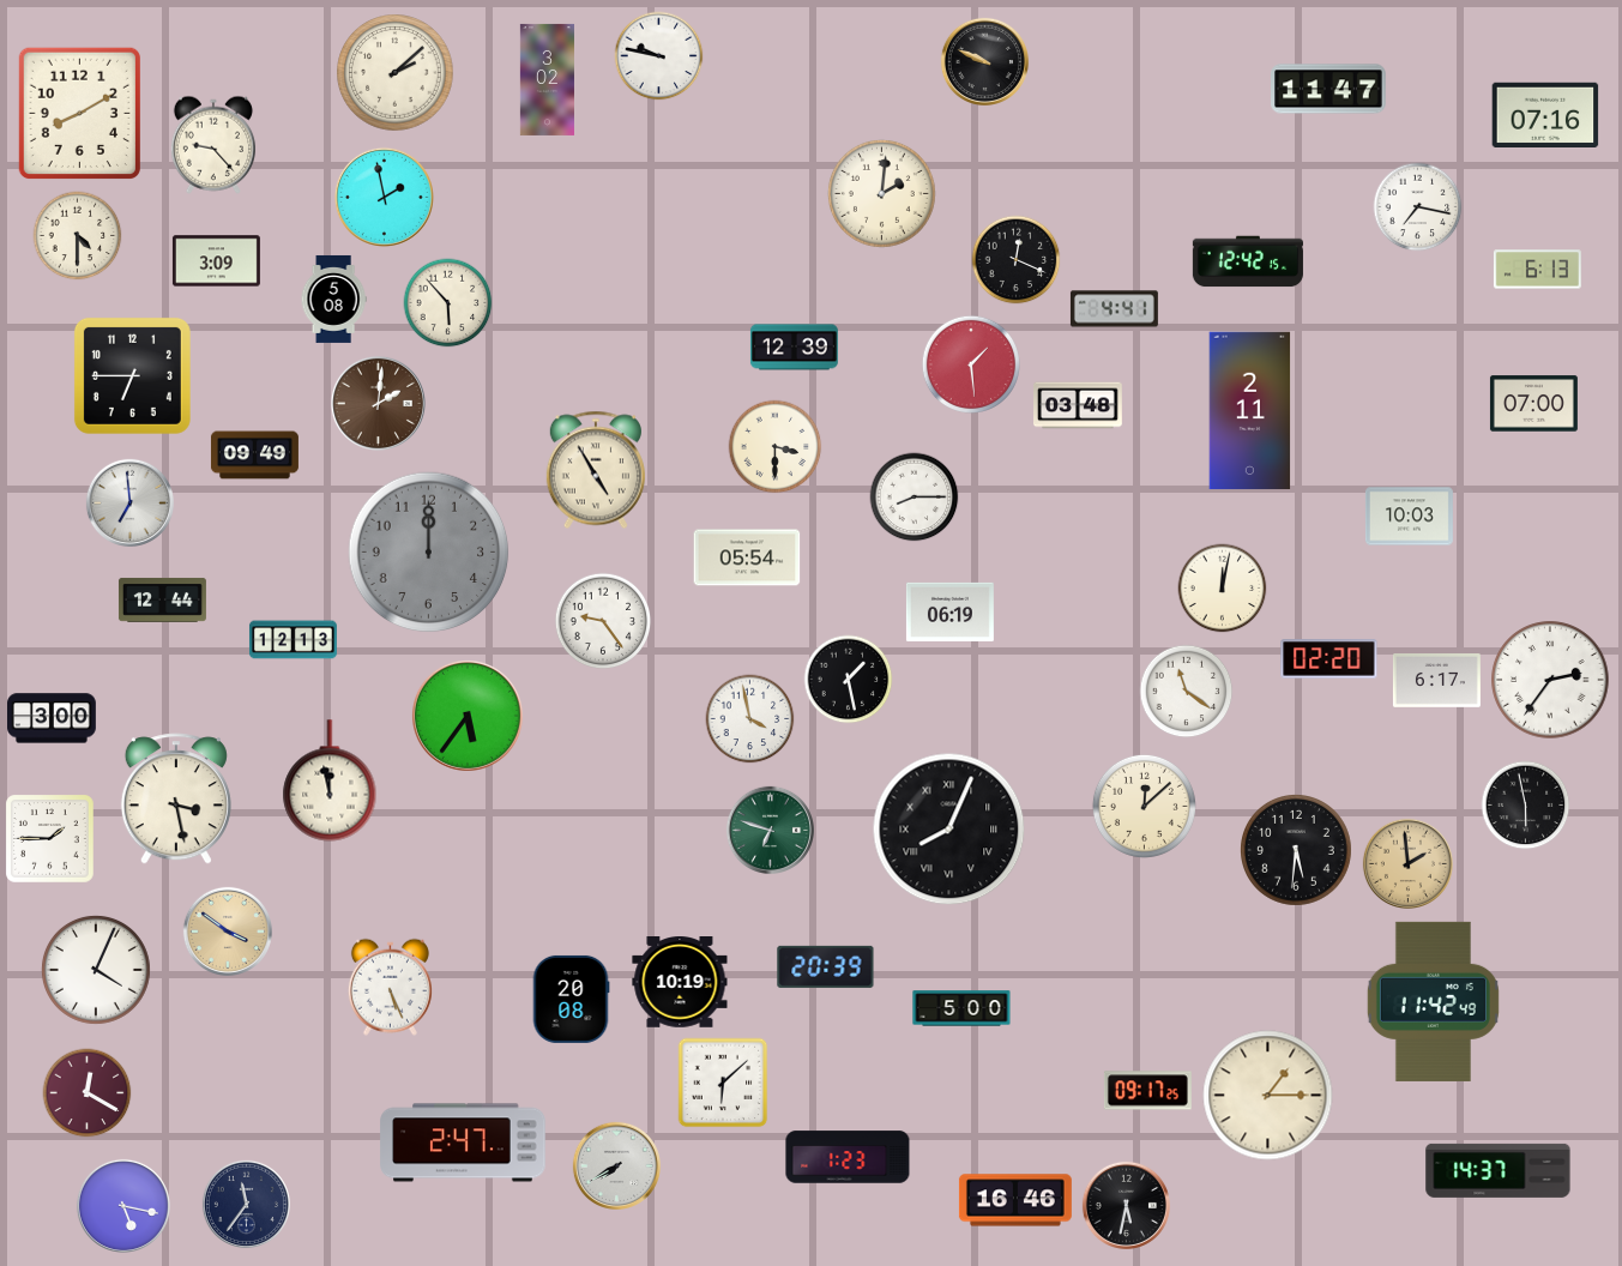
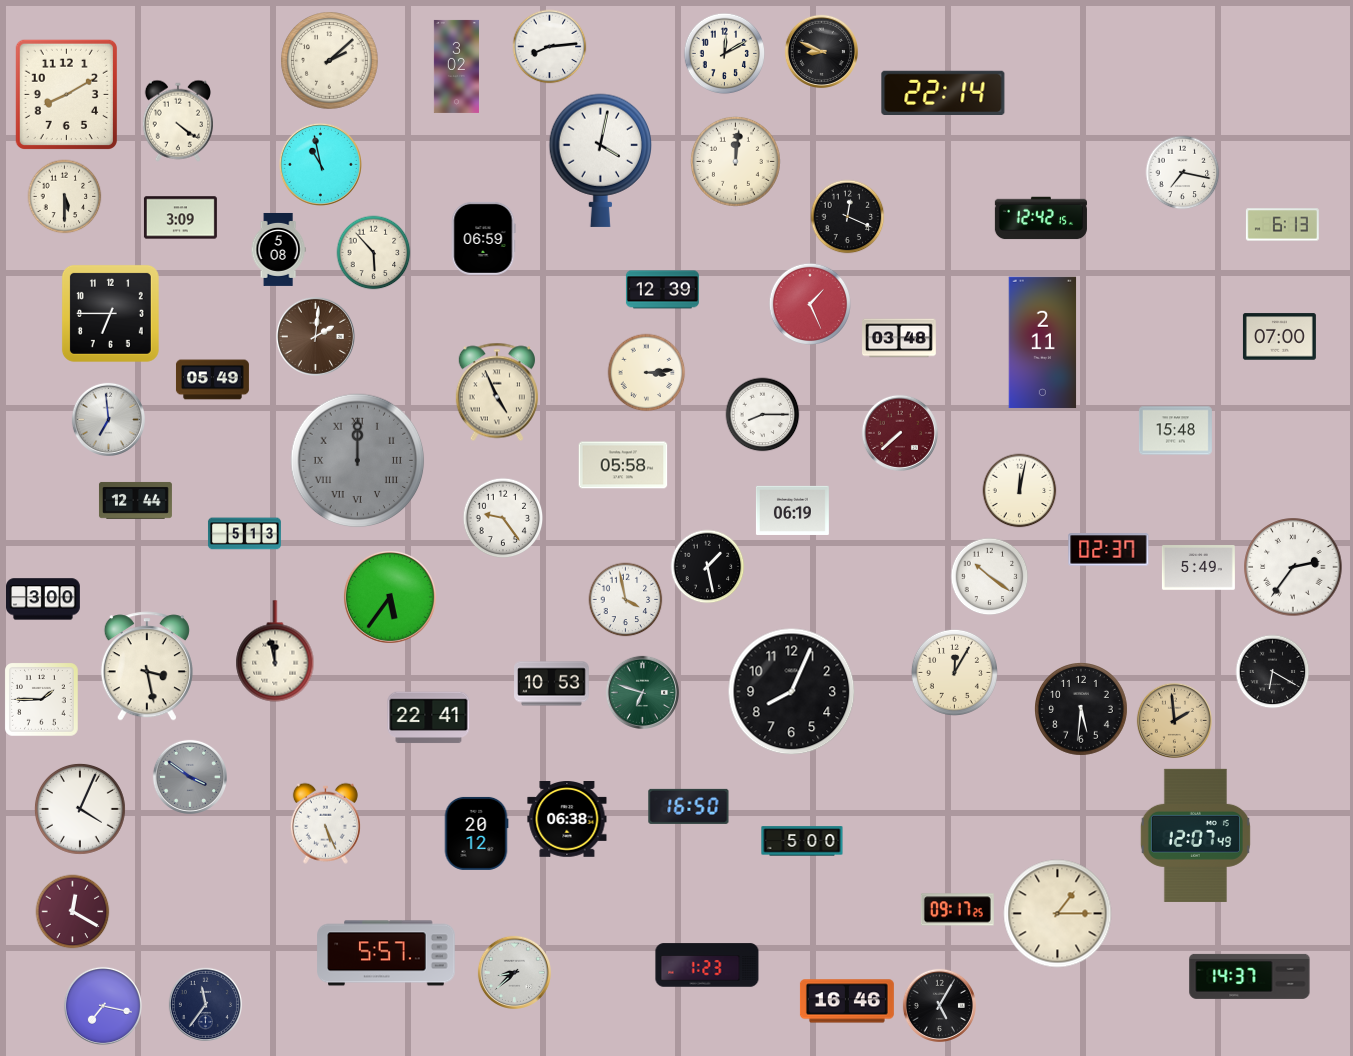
clock at (659, 56): 9:47 -> 8:14
clock at (984, 61): 9:49 -> 8:49
clock at (725, 54): none -> 12:10
clock at (1328, 89): 11:47 -> none
clock at (943, 92): none -> 22:14
clock at (1545, 114): 07:16 -> none
clock at (213, 145): 9:23 -> 4:21
clock at (600, 160): none -> 4:02
clock at (881, 193): 2:01 -> 12:01
clock at (384, 197): 1:58 -> 10:58
clock at (78, 236): 4:30 -> 5:30
clock at (483, 238): none -> 06:59
clock at (1114, 309): 4:41 -> none
clock at (970, 363): 1:29 -> 1:26
clock at (776, 447): 3:30 -> 3:14
clock at (254, 456): 09:49 -> 05:49
clock at (596, 470): 4:55 -> 4:56
clock at (1409, 517): 10:03 -> 15:48
clock at (900, 433): none -> 7:38
clock at (429, 553) numerals: Arabic -> Roman
clock at (747, 557): 05:54 -> 05:58
clock at (293, 640): 12:13 -> 5:13
clock at (1329, 659): 02:20 -> 02:37
clock at (1436, 681): 6:17 -> 5:49
clock at (1187, 692): 11:21 -> 10:21
clock at (1144, 806): 12:08 -> 12:05
clock at (1526, 806): 5:58 -> 6:20
clock at (552, 684): none -> 10:53
clock at (949, 830) numerals: Roman -> Arabic
clock at (429, 718): none -> 22:41
clock at (228, 932) dial: champagne -> grey
clock at (826, 966): 20:39 -> 16:50
clock at (680, 983): 10:19 -> 06:38
clock at (571, 999): 20:08 -> 20:12
clock at (1433, 1001): 11:42 -> 12:07
clock at (723, 1083): 6:08 -> none
clock at (463, 1143): 2:47 -> 5:57
clock at (616, 1165): 7:40 -> 8:38
clock at (1126, 1205): 5:32 -> 5:05
clock at (123, 1206): 5:17 -> 7:17
